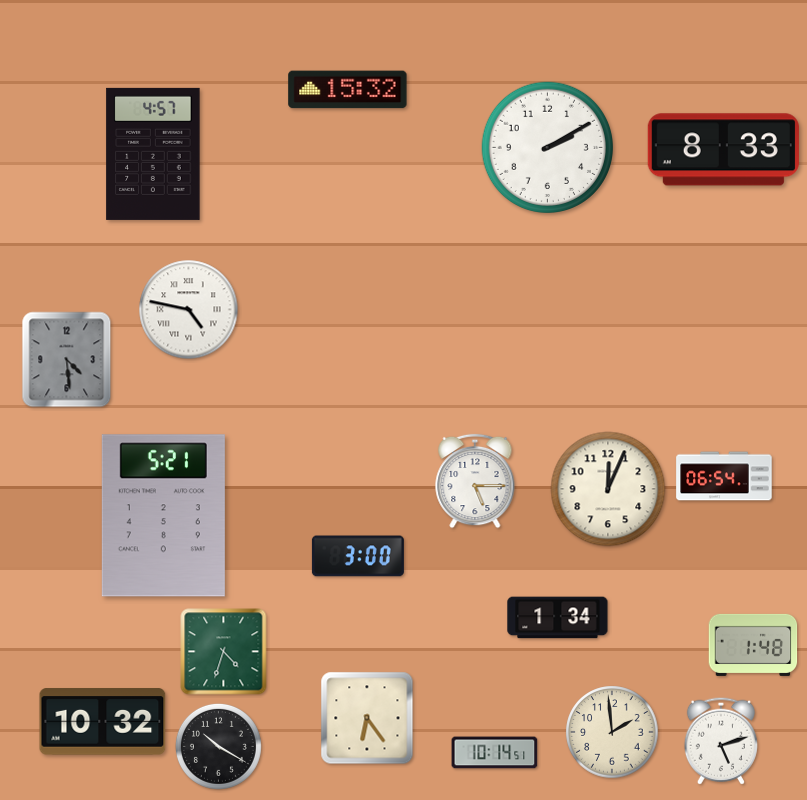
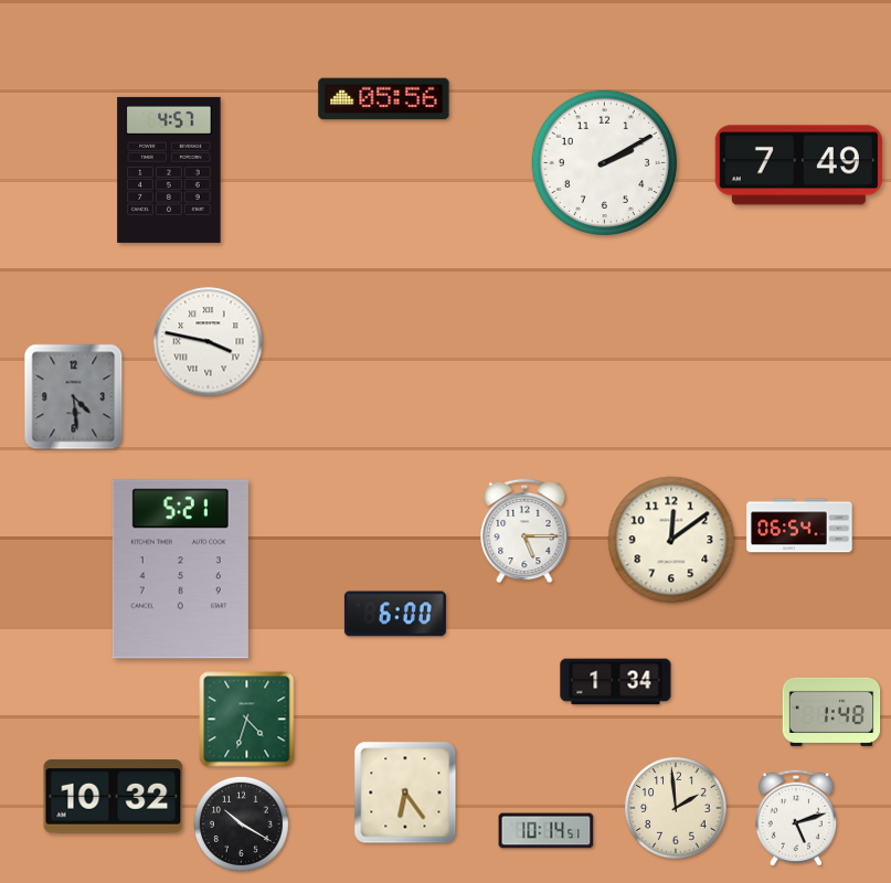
clock at (348, 90): 15:32 -> 05:56
clock at (723, 150): 8:33 -> 7:49
clock at (189, 310): 4:47 -> 3:47
clock at (608, 489): 12:04 -> 12:09
clock at (358, 556): 3:00 -> 6:00
